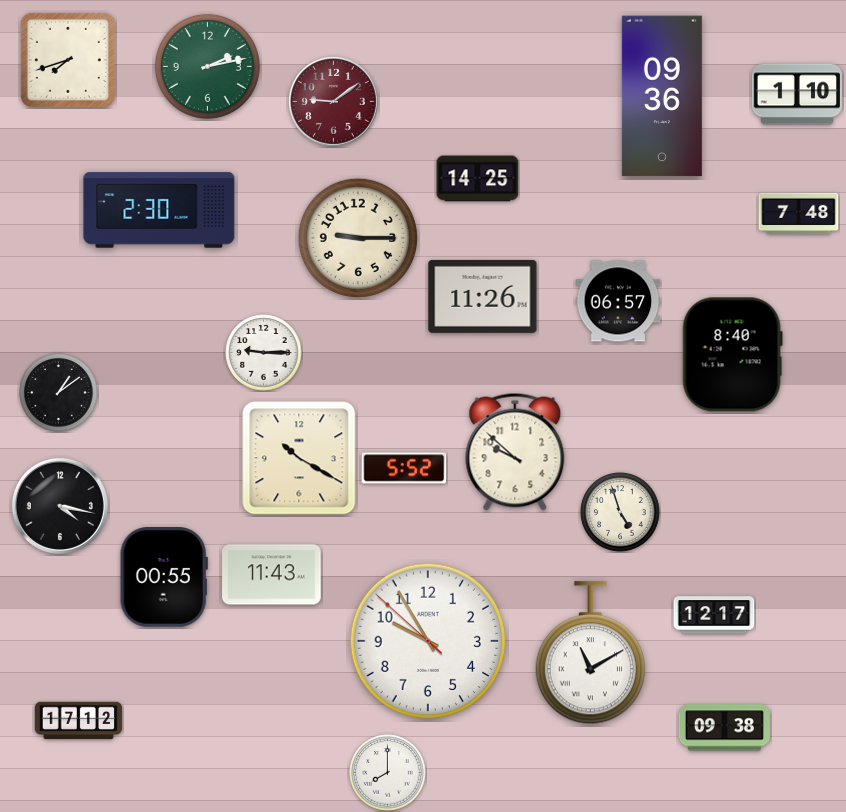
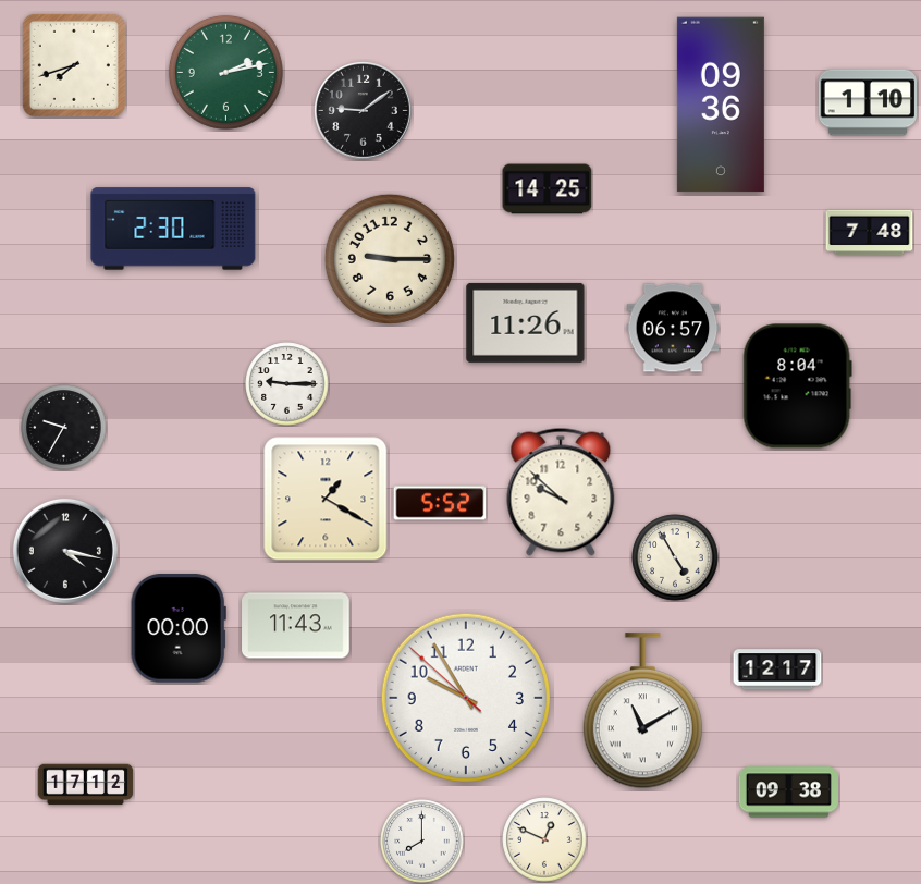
clock at (334, 102) dial: burgundy -> black
clock at (478, 179) position: (478, 179) -> (548, 189)
clock at (732, 355): 8:40 -> 8:04
clock at (59, 393): 1:09 -> 9:35
clock at (299, 458): 10:20 -> 1:20
clock at (404, 468) position: (404, 468) -> (440, 503)
clock at (620, 512): 4:57 -> 4:55
clock at (164, 577): 00:55 -> 00:00
clock at (544, 839): none -> 12:49
